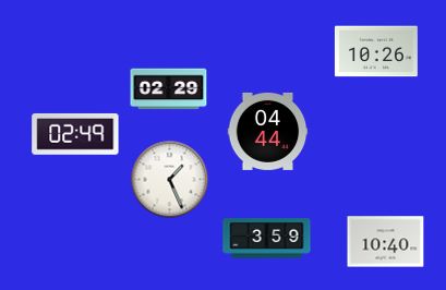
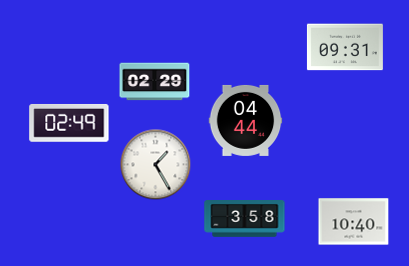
clock at (376, 51): 10:26 -> 09:31
clock at (170, 180): 1:26 -> 1:25
clock at (267, 239): 3:59 -> 3:58
